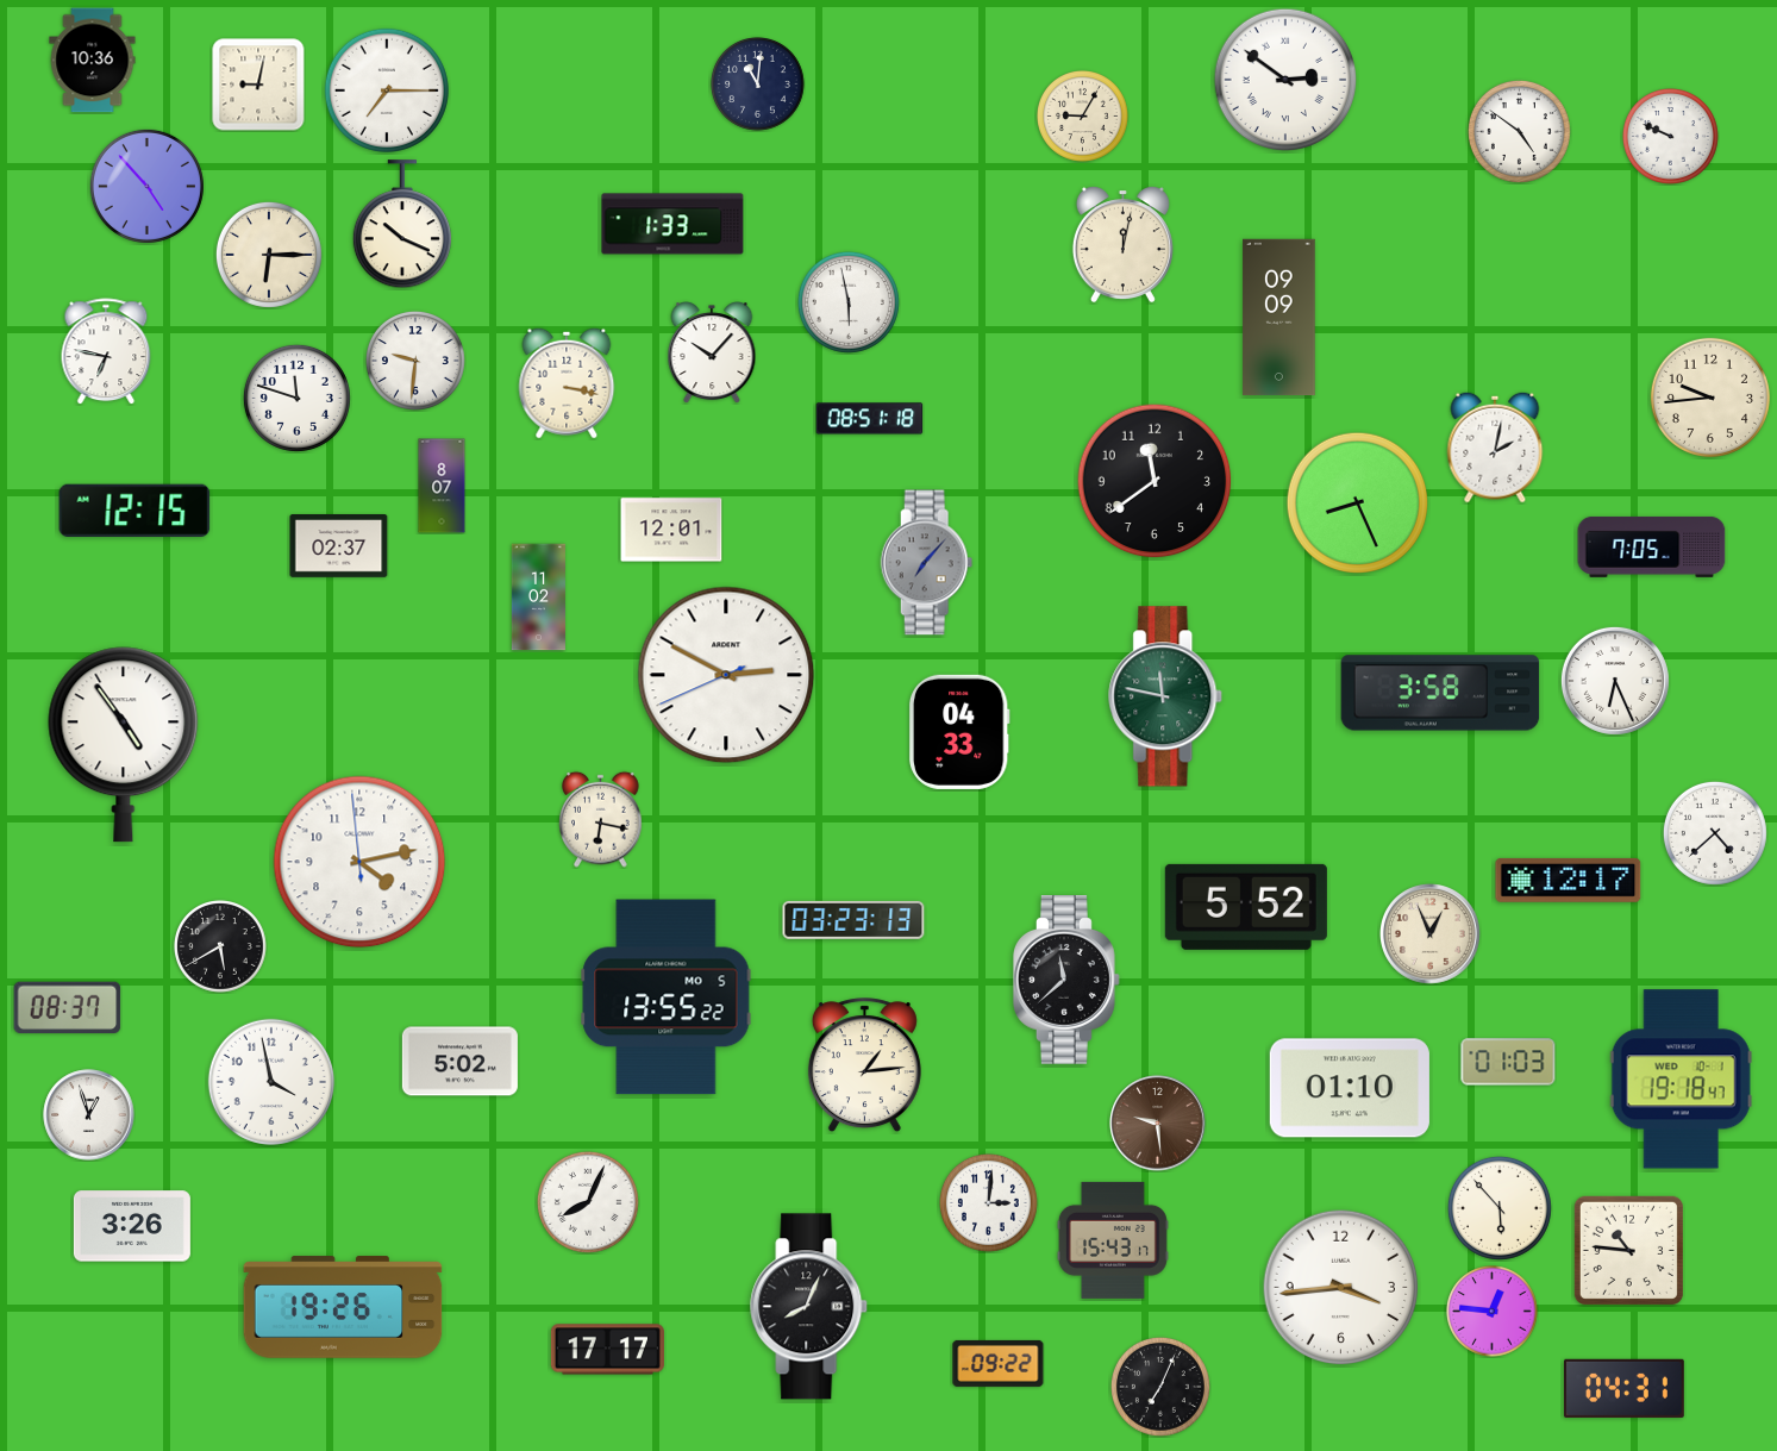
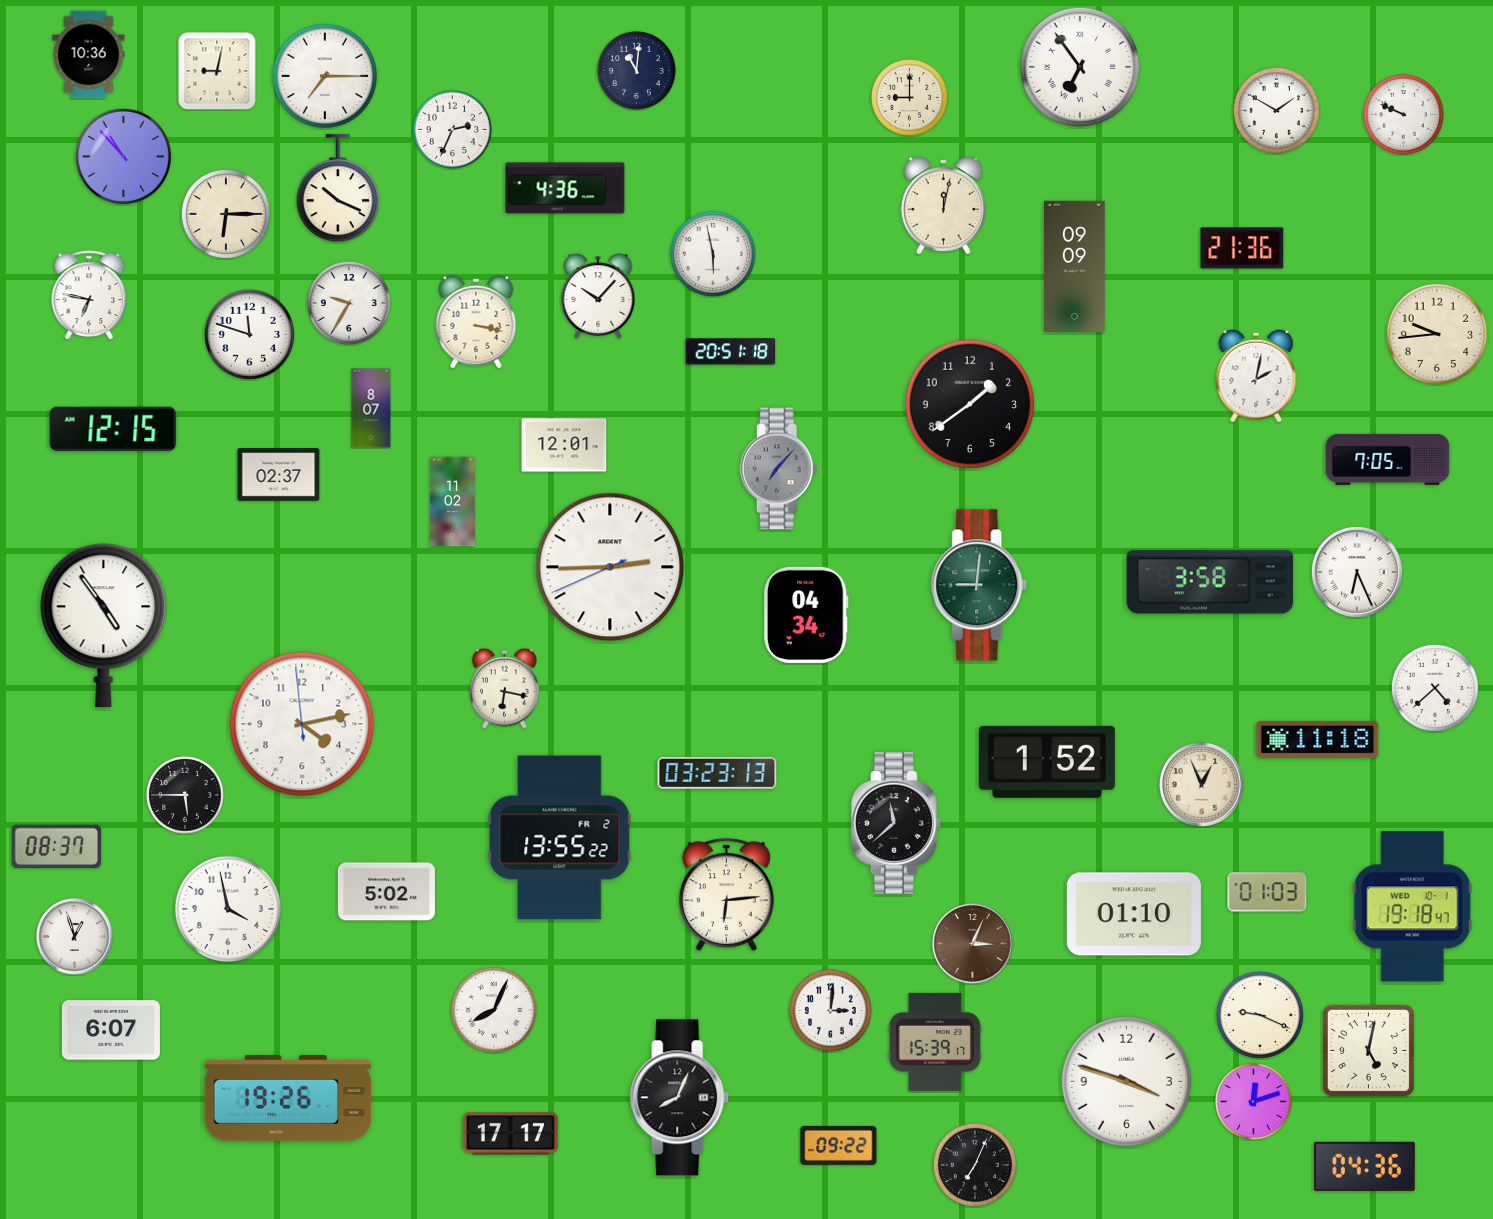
clock at (93, 61) position: (93, 61) -> (89, 55)
clock at (1285, 80): 2:51 -> 6:54
clock at (1083, 117): 9:05 -> 9:00
clock at (1519, 131): 4:51 -> 1:50
clock at (453, 130): none -> 2:34
clock at (146, 186): 4:53 -> 10:53
clock at (672, 224): 1:33 -> 4:36
clock at (1242, 248): none -> 21:36
clock at (415, 361): 9:31 -> 9:35
clock at (870, 419): 08:51 -> 20:51
clock at (1155, 481): 11:39 -> 1:39
clock at (1358, 504): 8:26 -> none
clock at (339, 546) position: (339, 546) -> (279, 475)
clock at (927, 563) position: (927, 563) -> (779, 469)
clock at (726, 675): 2:49 -> 2:44
clock at (1166, 696): 11:47 -> 9:01
clock at (959, 732): 04:33 -> 04:34
clock at (1715, 833) position: (1715, 833) -> (1435, 688)
clock at (1569, 880): 12:17 -> 11:18
clock at (1246, 907): 5:52 -> 1:52
clock at (221, 947): 5:40 -> 5:45
clock at (667, 997) date: MO 5 -> FR 2
clock at (864, 1065): 1:14 -> 6:14
clock at (1158, 1124): 9:29 -> 3:04
clock at (1500, 1208): 5:53 -> 9:19
clock at (132, 1226): 3:26 -> 6:07
clock at (1113, 1240): 15:43 -> 15:39
clock at (1628, 1250): 10:46 -> 5:02
clock at (1341, 1288): 3:44 -> 3:48
clock at (1493, 1312): 12:46 -> 12:12
clock at (1623, 1388): 04:31 -> 04:36
